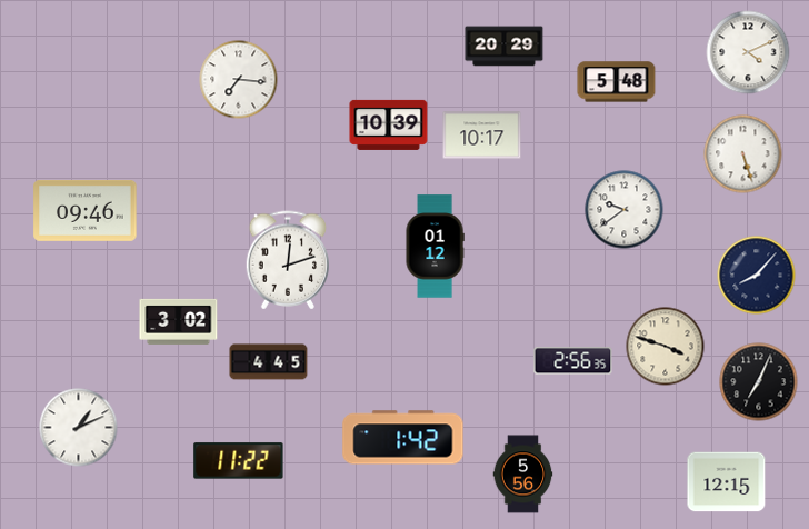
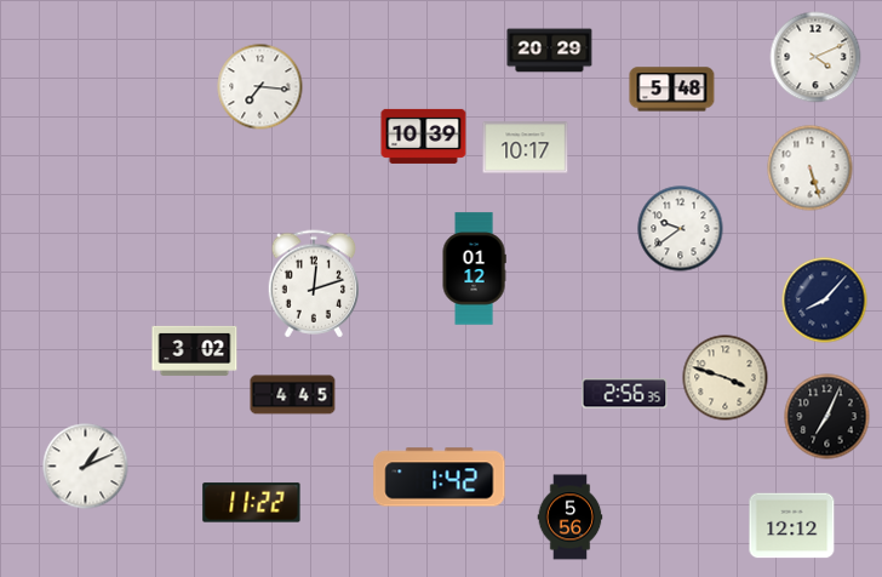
clock at (86, 210): 09:46 -> none
clock at (239, 461) position: (239, 461) -> (252, 503)
clock at (727, 482): 12:15 -> 12:12
